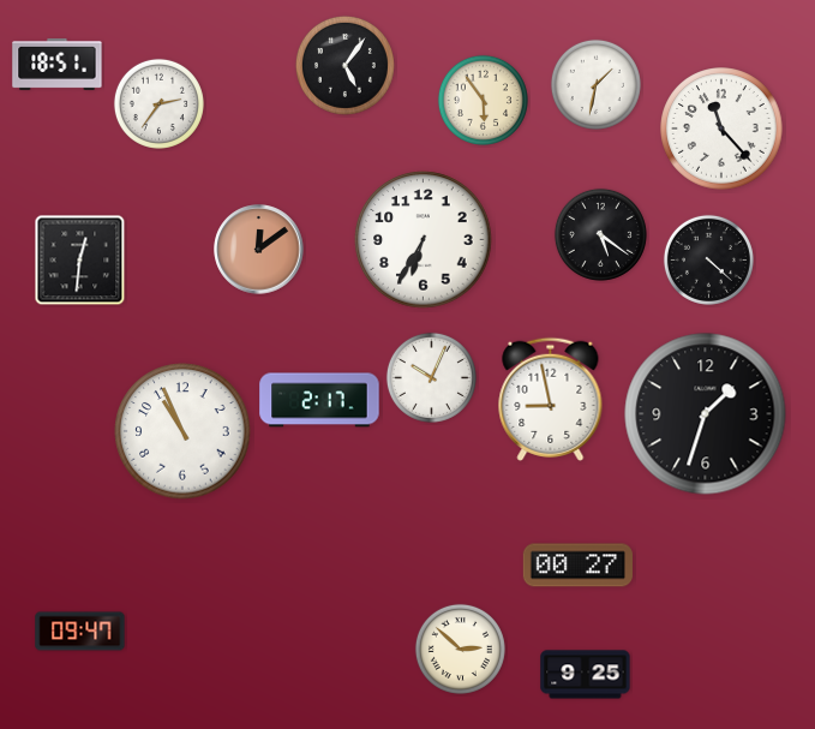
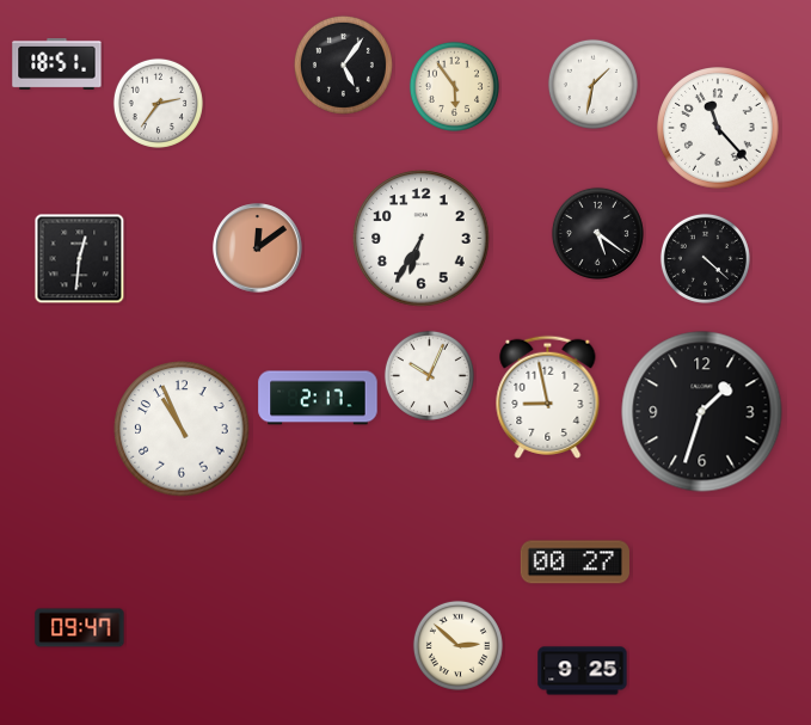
clock at (483, 100) position: (483, 100) -> (454, 86)
